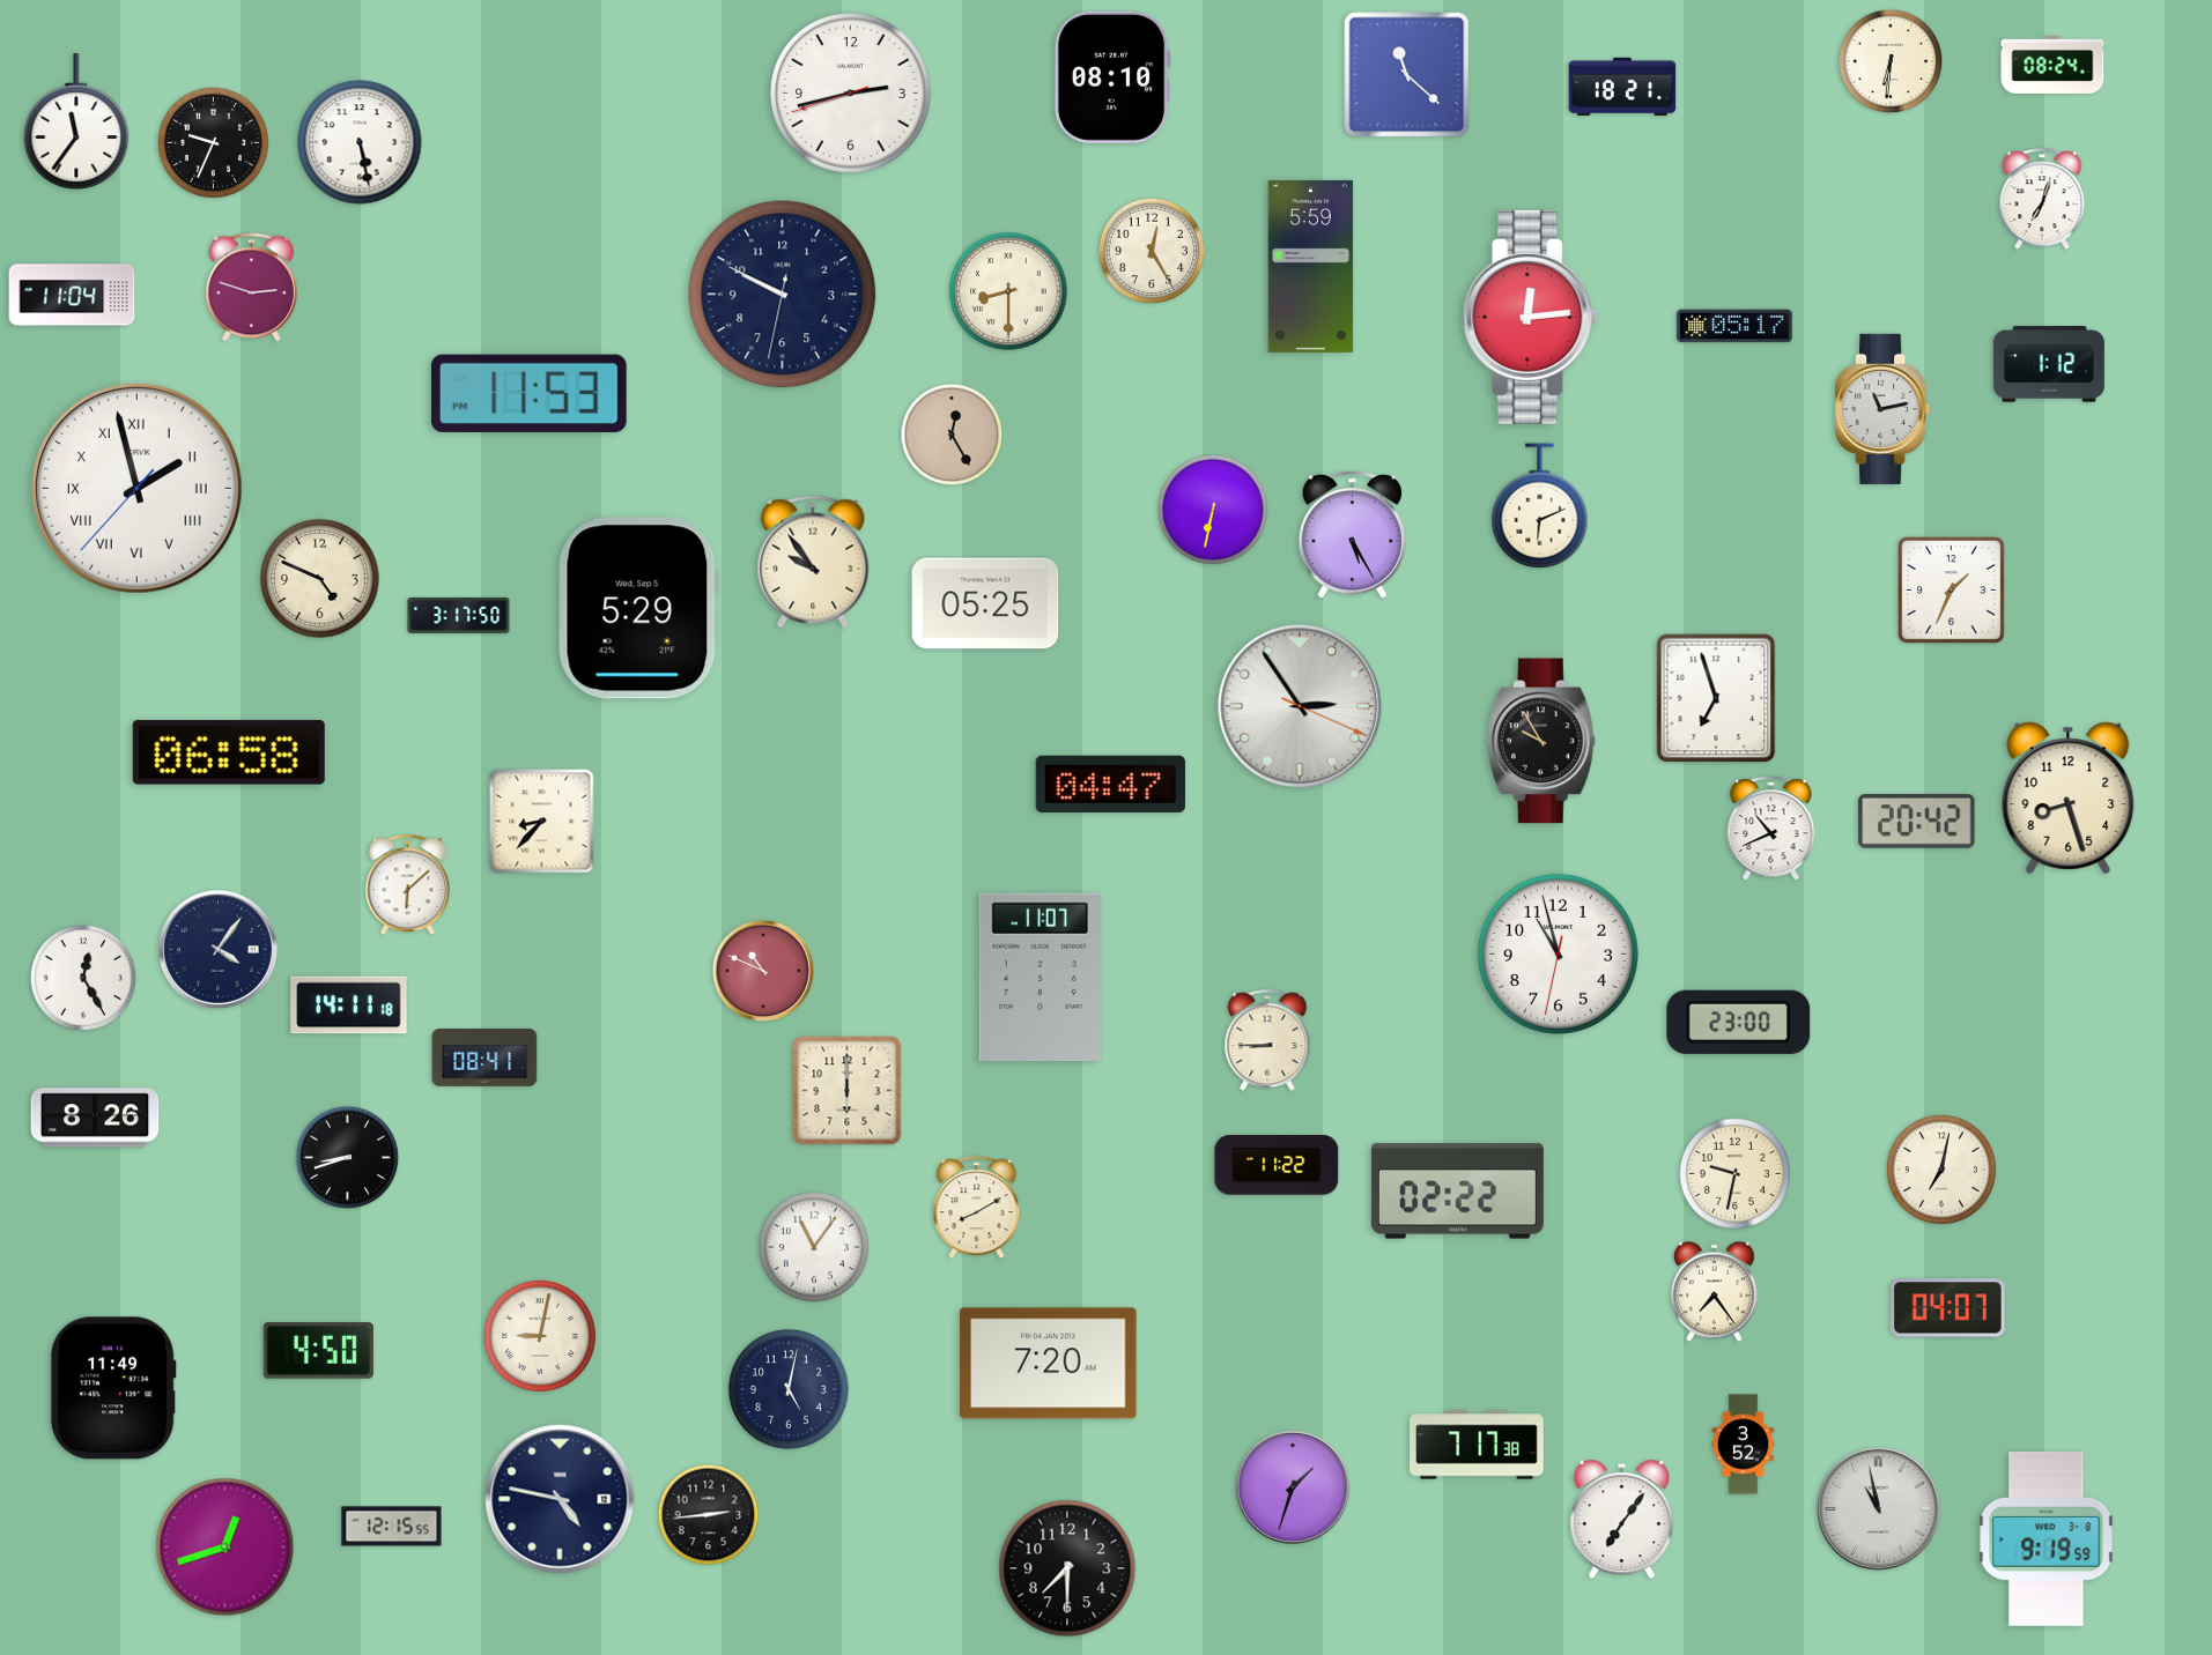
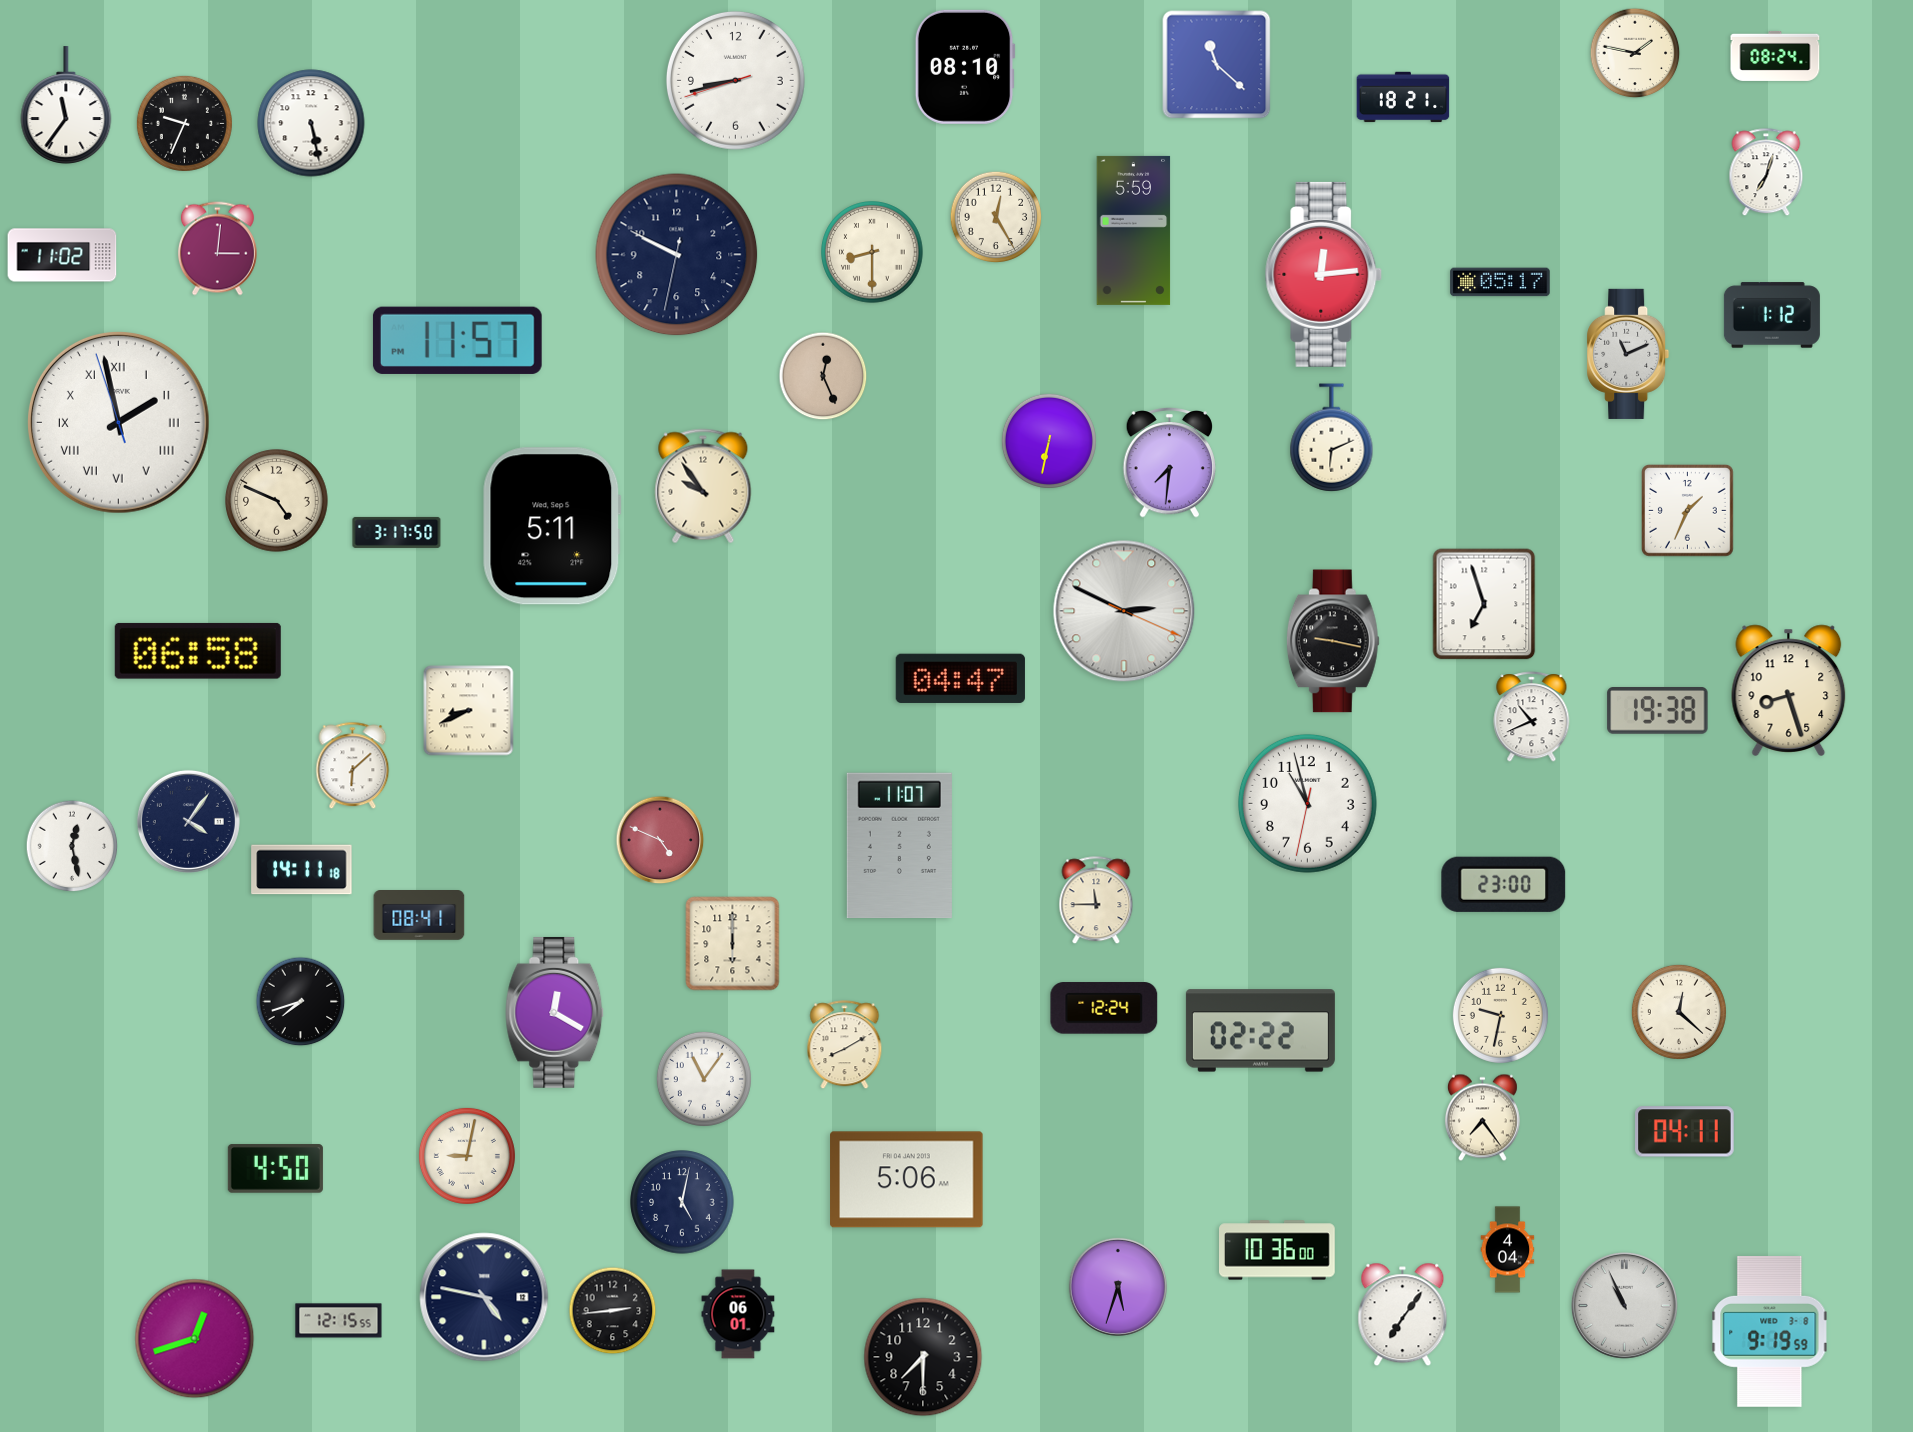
clock at (1891, 61): 6:31 -> 1:47
clock at (1112, 77) position: (1112, 77) -> (965, 67)
clock at (1622, 87) position: (1622, 87) -> (1403, 97)
clock at (850, 92): 2:42 -> 8:42
clock at (251, 288): 2:48 -> 3:01
clock at (72, 295): 11:04 -> 11:02
clock at (528, 393): 11:53 -> 11:57
clock at (1882, 409): 11:13 -> 11:11
clock at (952, 435): 12:25 -> 12:26
clock at (136, 489): 1:57:37 -> 1:57:57
clock at (1352, 534): 5:25 -> 7:31
clock at (985, 603): 05:25 -> none
clock at (638, 608): 5:29 -> 5:11
clock at (1300, 706): 2:54 -> 2:49
clock at (1541, 741): 9:55 -> 9:17
clock at (542, 822): 8:37 -> 8:41
clock at (1917, 822): 20:42 -> 19:38
clock at (1558, 953) position: (1558, 953) -> (1307, 803)
clock at (763, 971): 10:49 -> 4:49
clock at (83, 978): 12:25 -> 12:28
clock at (1267, 1041): 8:45 -> 11:45
clock at (95, 1118): 8:26 -> none
clock at (348, 1158): 8:42 -> 7:42
clock at (1277, 1165): 11:22 -> 12:24
clock at (555, 1012): none -> 12:20
clock at (1941, 1170): 7:02 -> 12:22
clock at (1948, 1308): 04:07 -> 04:11
clock at (1049, 1364): 7:20 -> 5:06
clock at (113, 1388): 11:49 -> none
clock at (1478, 1445): 7:17 -> 10:36
clock at (1744, 1445): 3:52 -> 4:04
clock at (1293, 1487): 1:33 -> 5:33
clock at (1878, 1508): 10:58 -> 10:56
clock at (738, 1314): none -> 06:01
